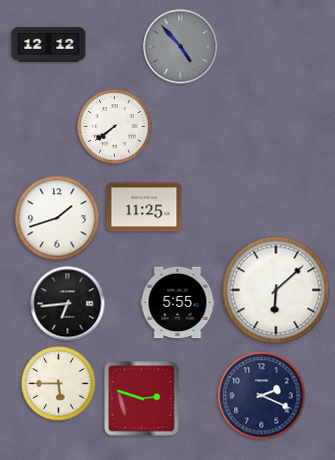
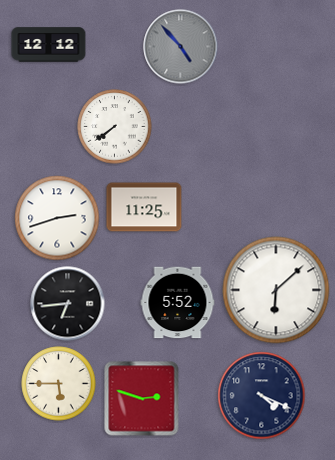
clock at (57, 218): 1:42 -> 2:42
clock at (178, 303): 5:55 -> 5:52
clock at (262, 396): 2:19 -> 4:19
